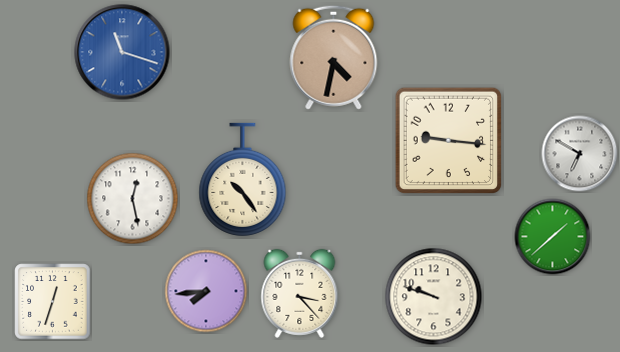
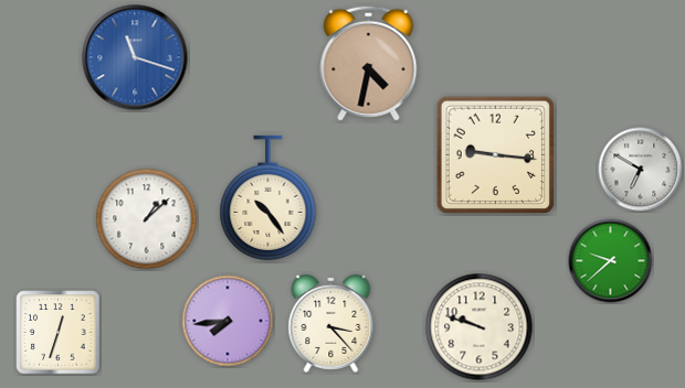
clock at (133, 199): 12:28 -> 1:08
clock at (553, 237): 1:38 -> 9:38
